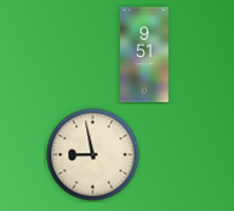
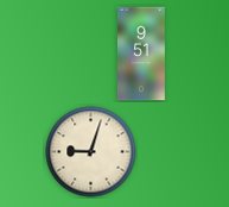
clock at (93, 155): 8:58 -> 9:03
